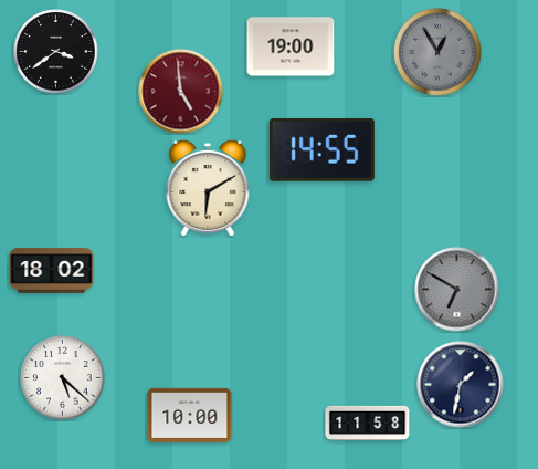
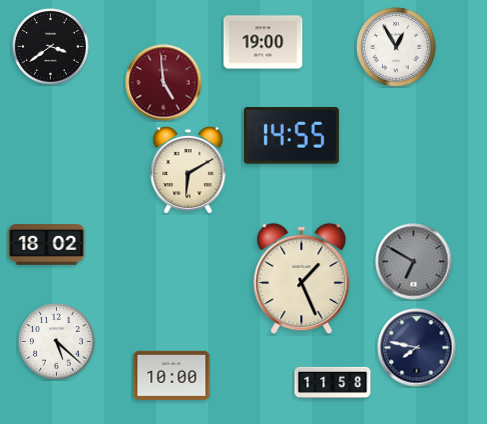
clock at (437, 52) dial: grey -> white
clock at (302, 279): none -> 1:26
clock at (461, 385): 1:32 -> 7:47
